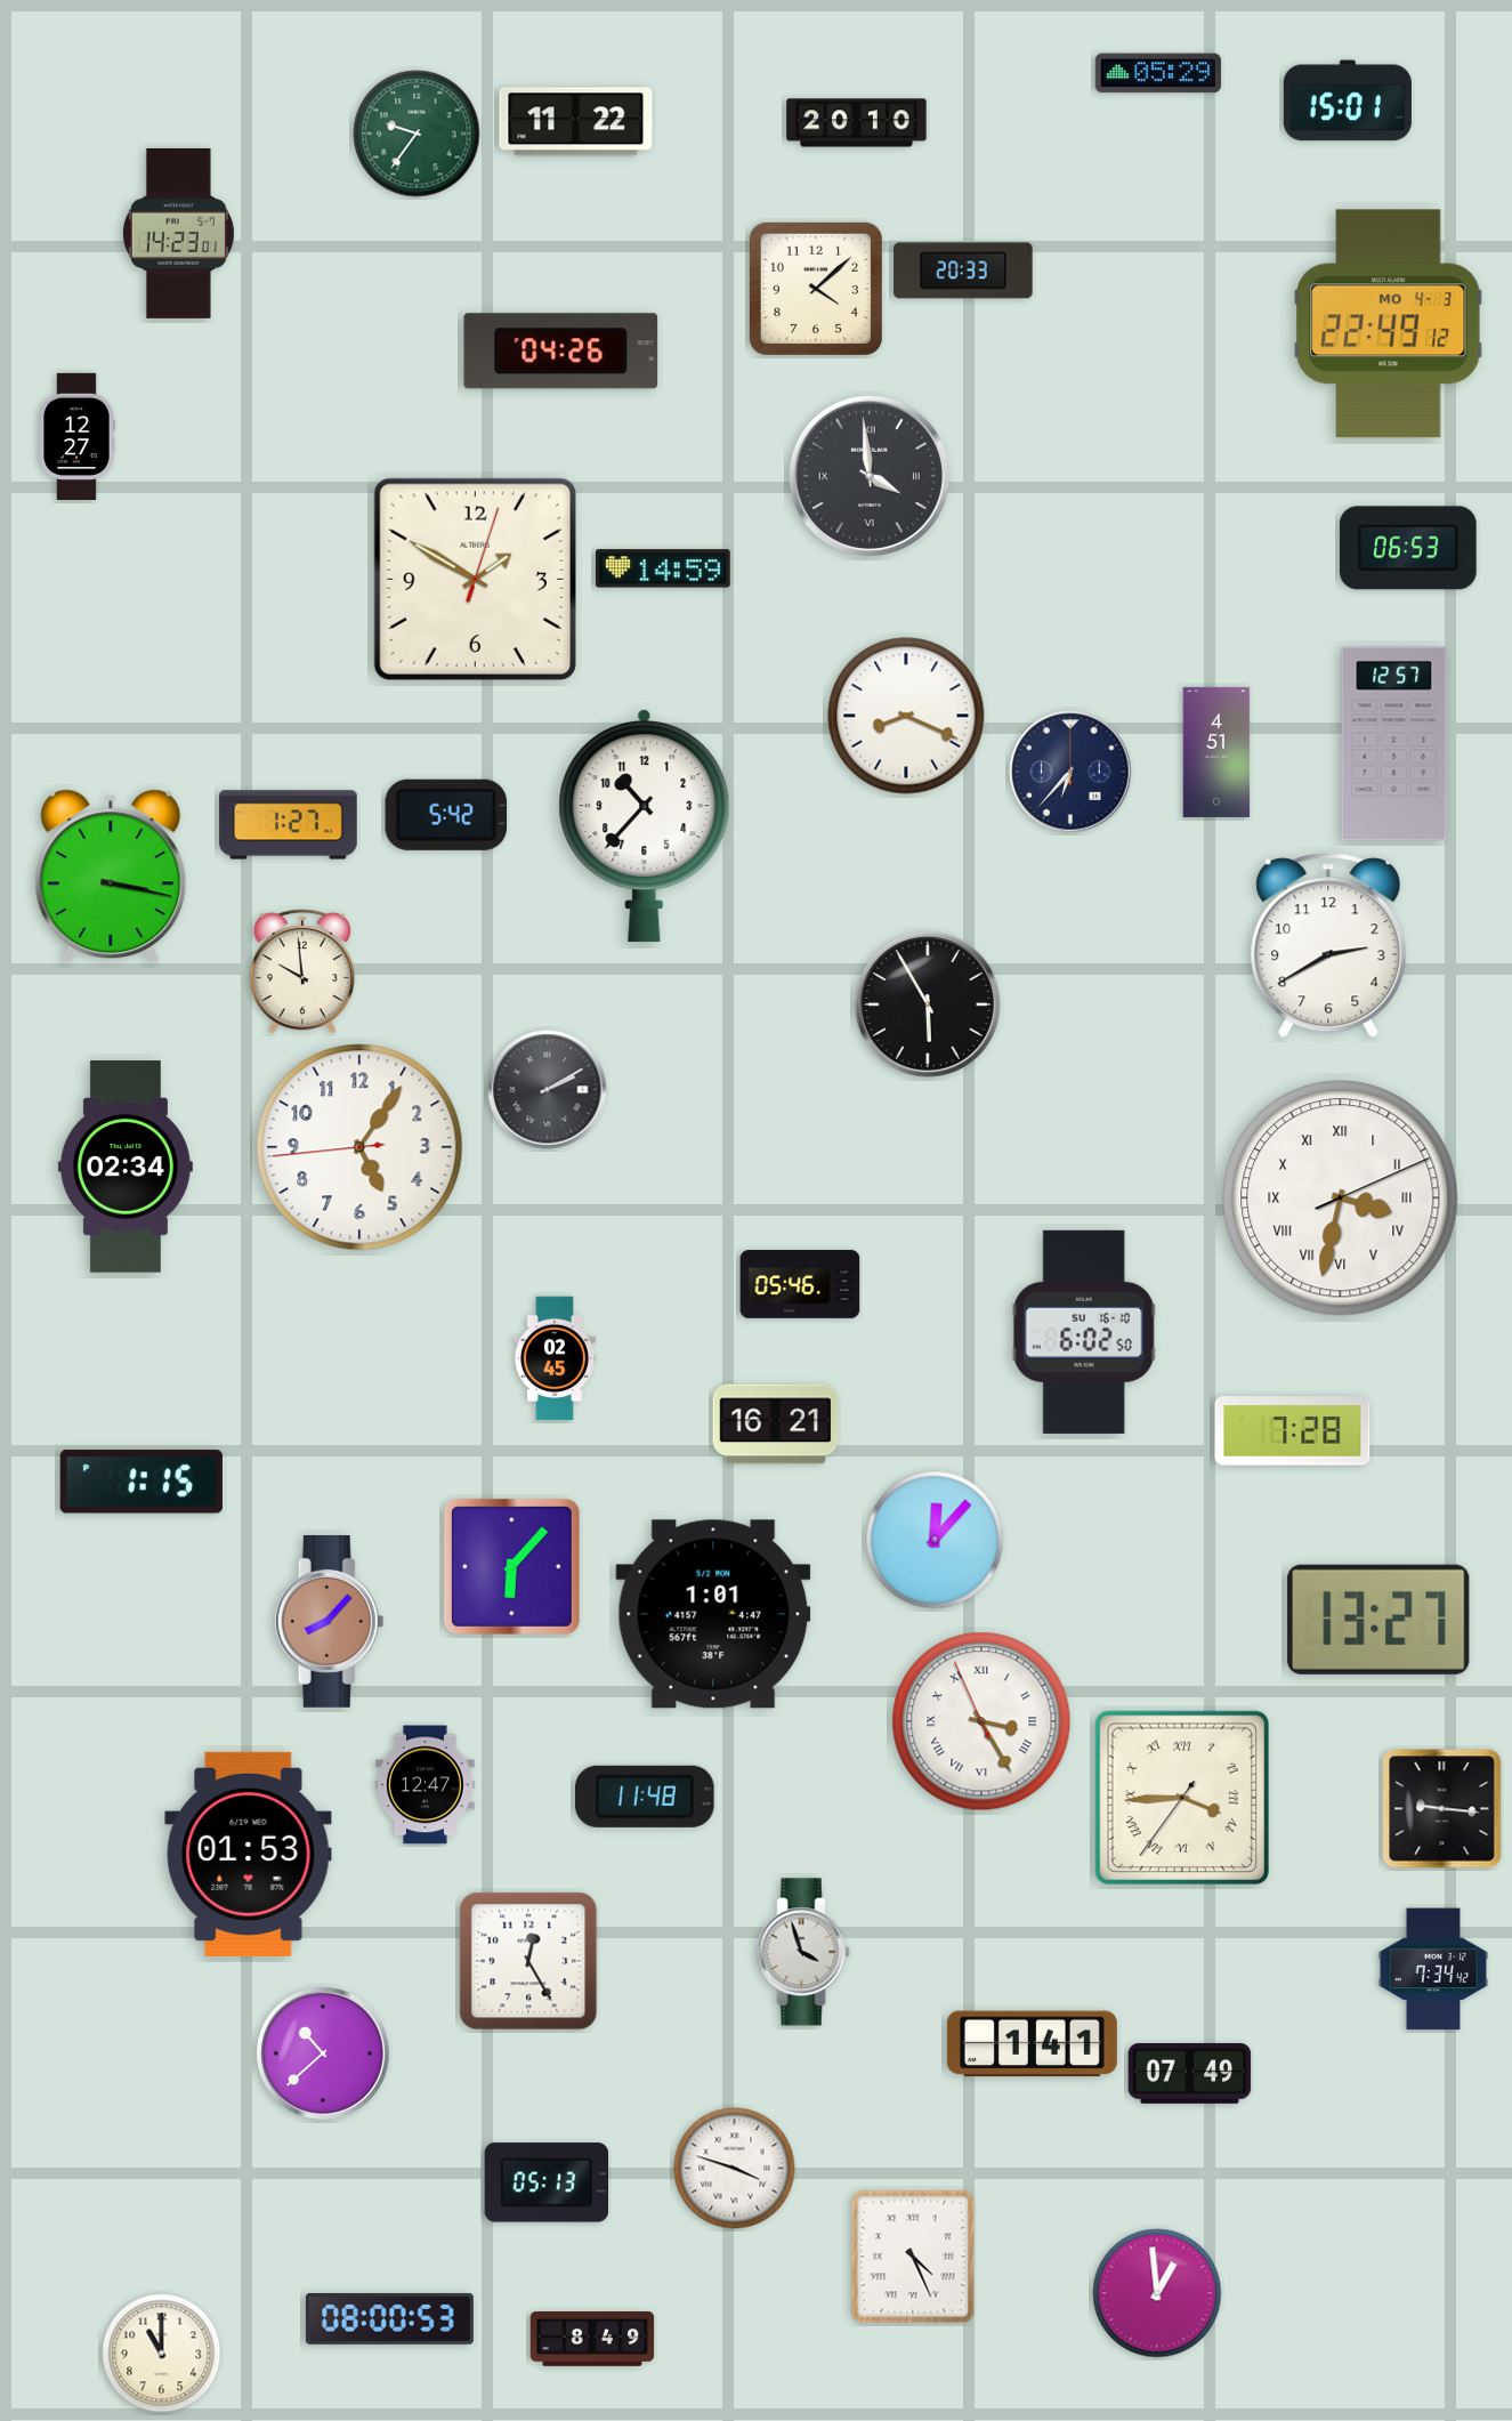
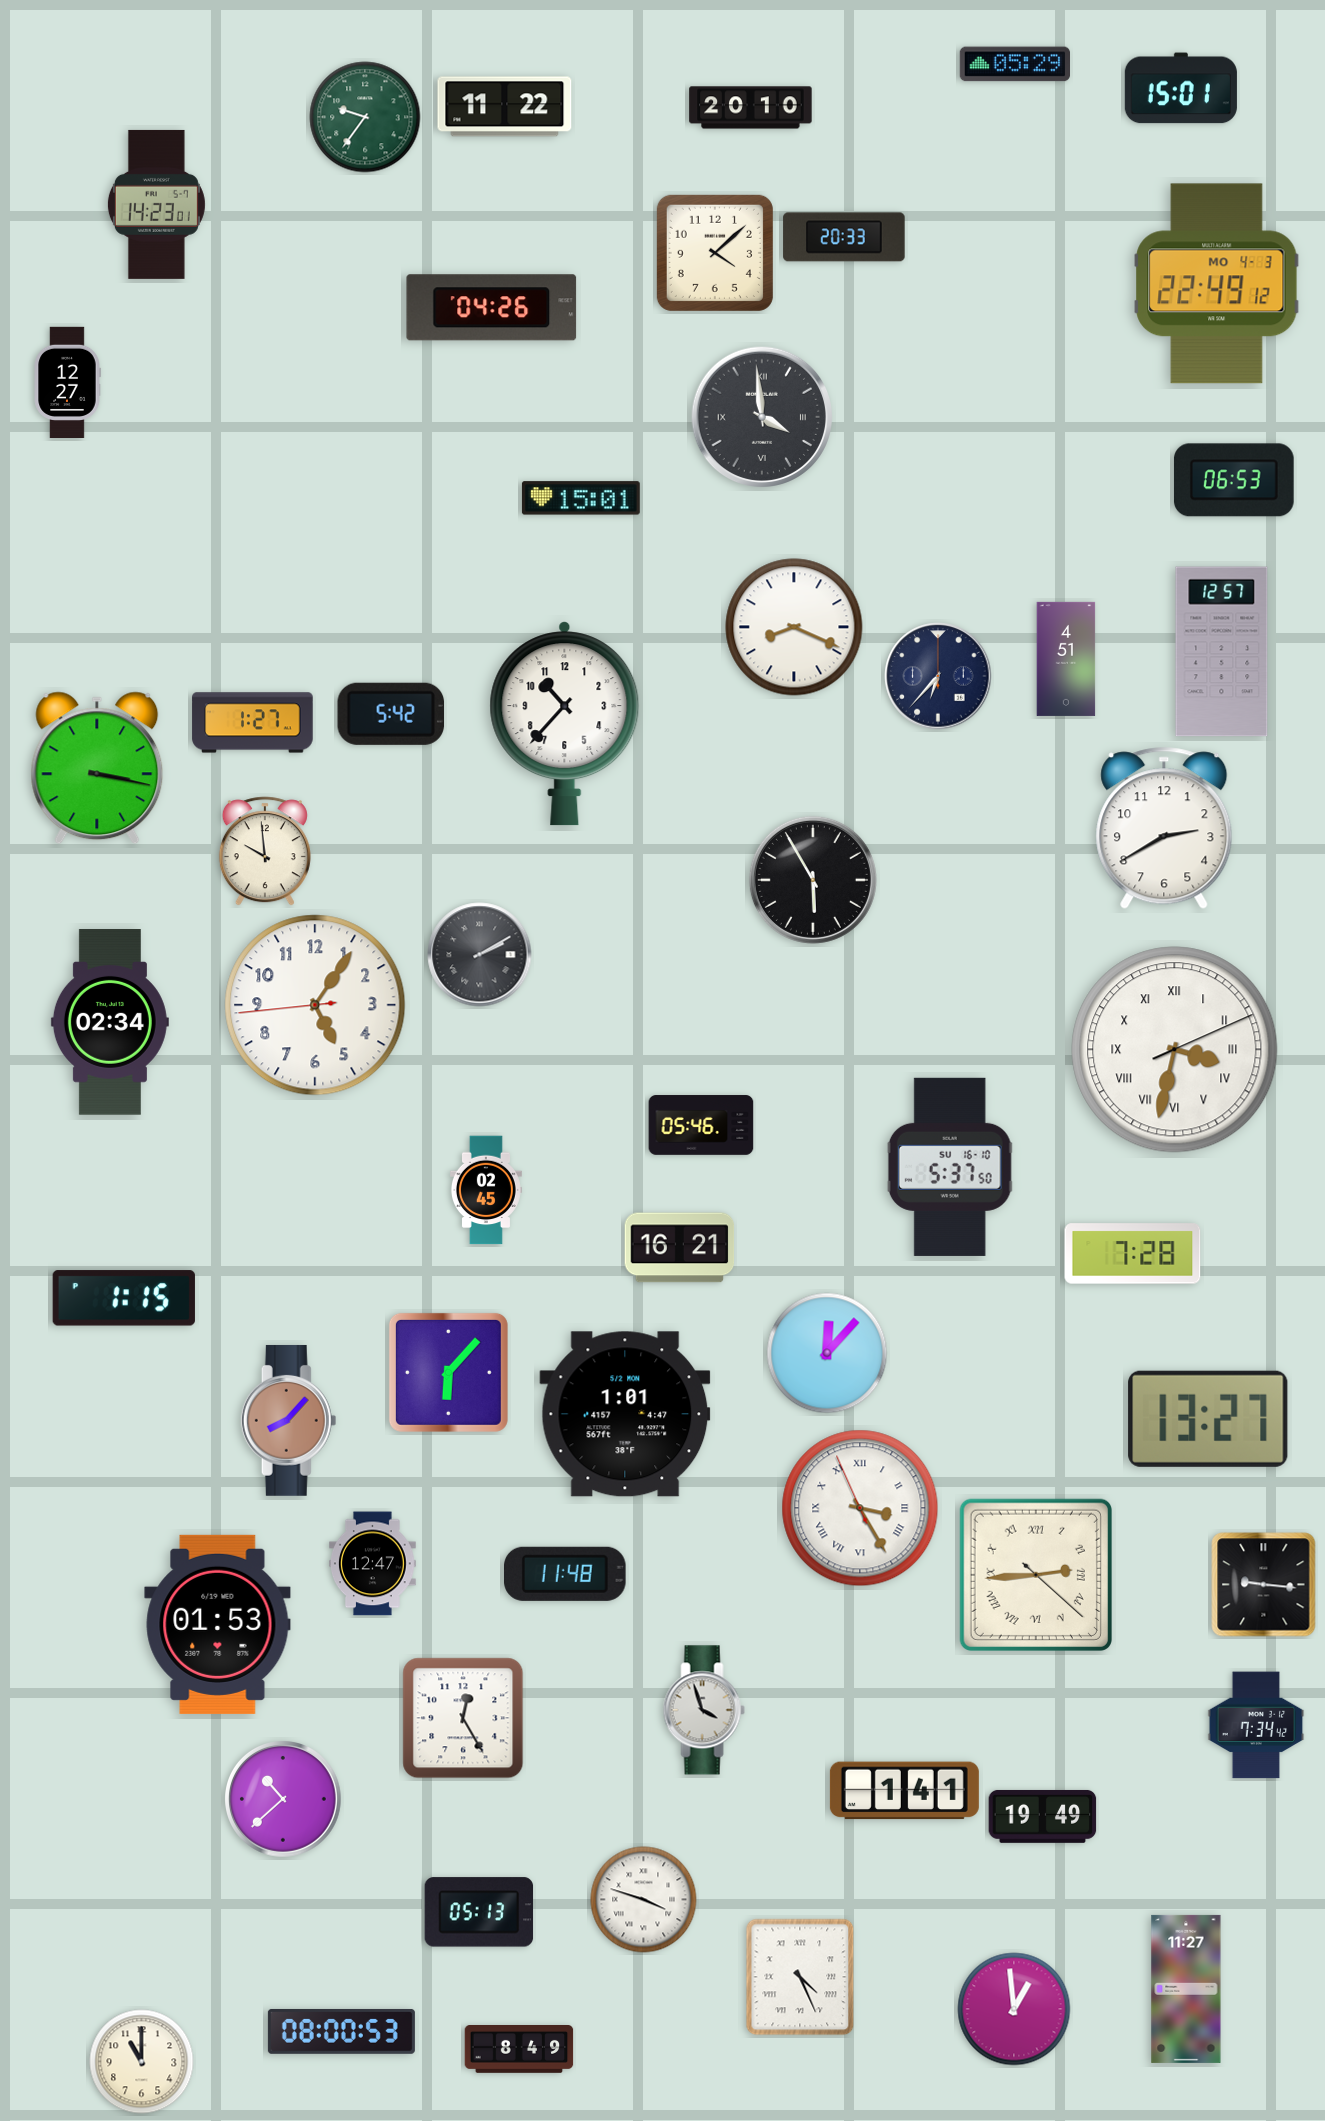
clock at (663, 568): 14:59 -> 15:01
clock at (475, 579): 1:50 -> none
clock at (1084, 1332): 6:02 -> 5:37
clock at (935, 1540) position: (935, 1540) -> (827, 1353)
clock at (1182, 1798): 3:44 -> 2:44
clock at (1190, 2073): 07:49 -> 19:49
clock at (1186, 1989): none -> 11:27
